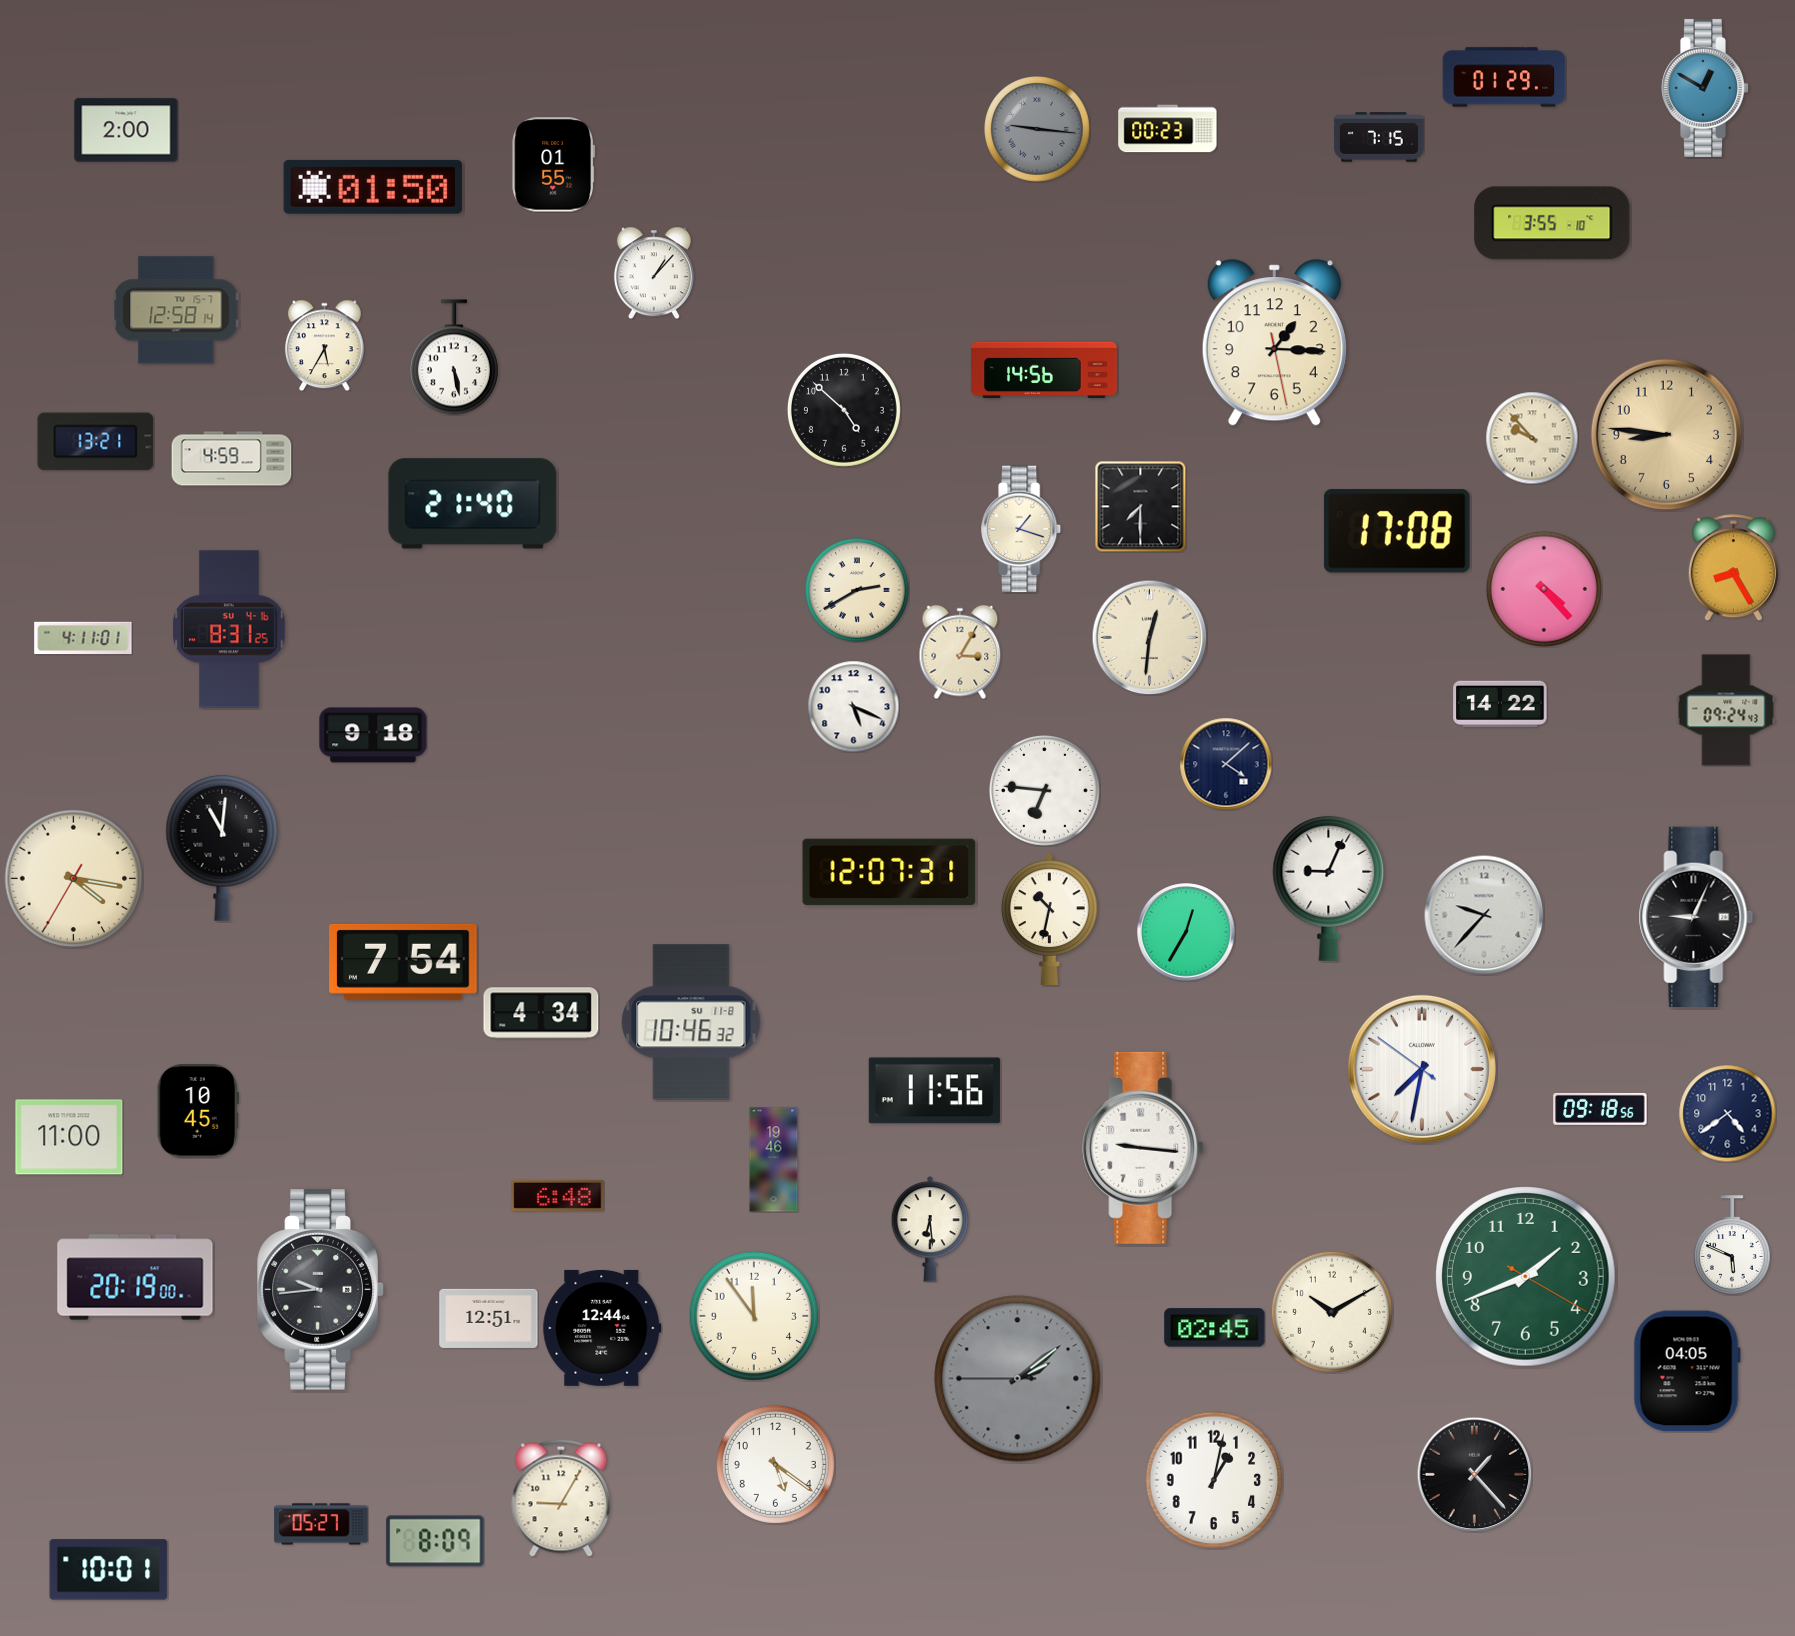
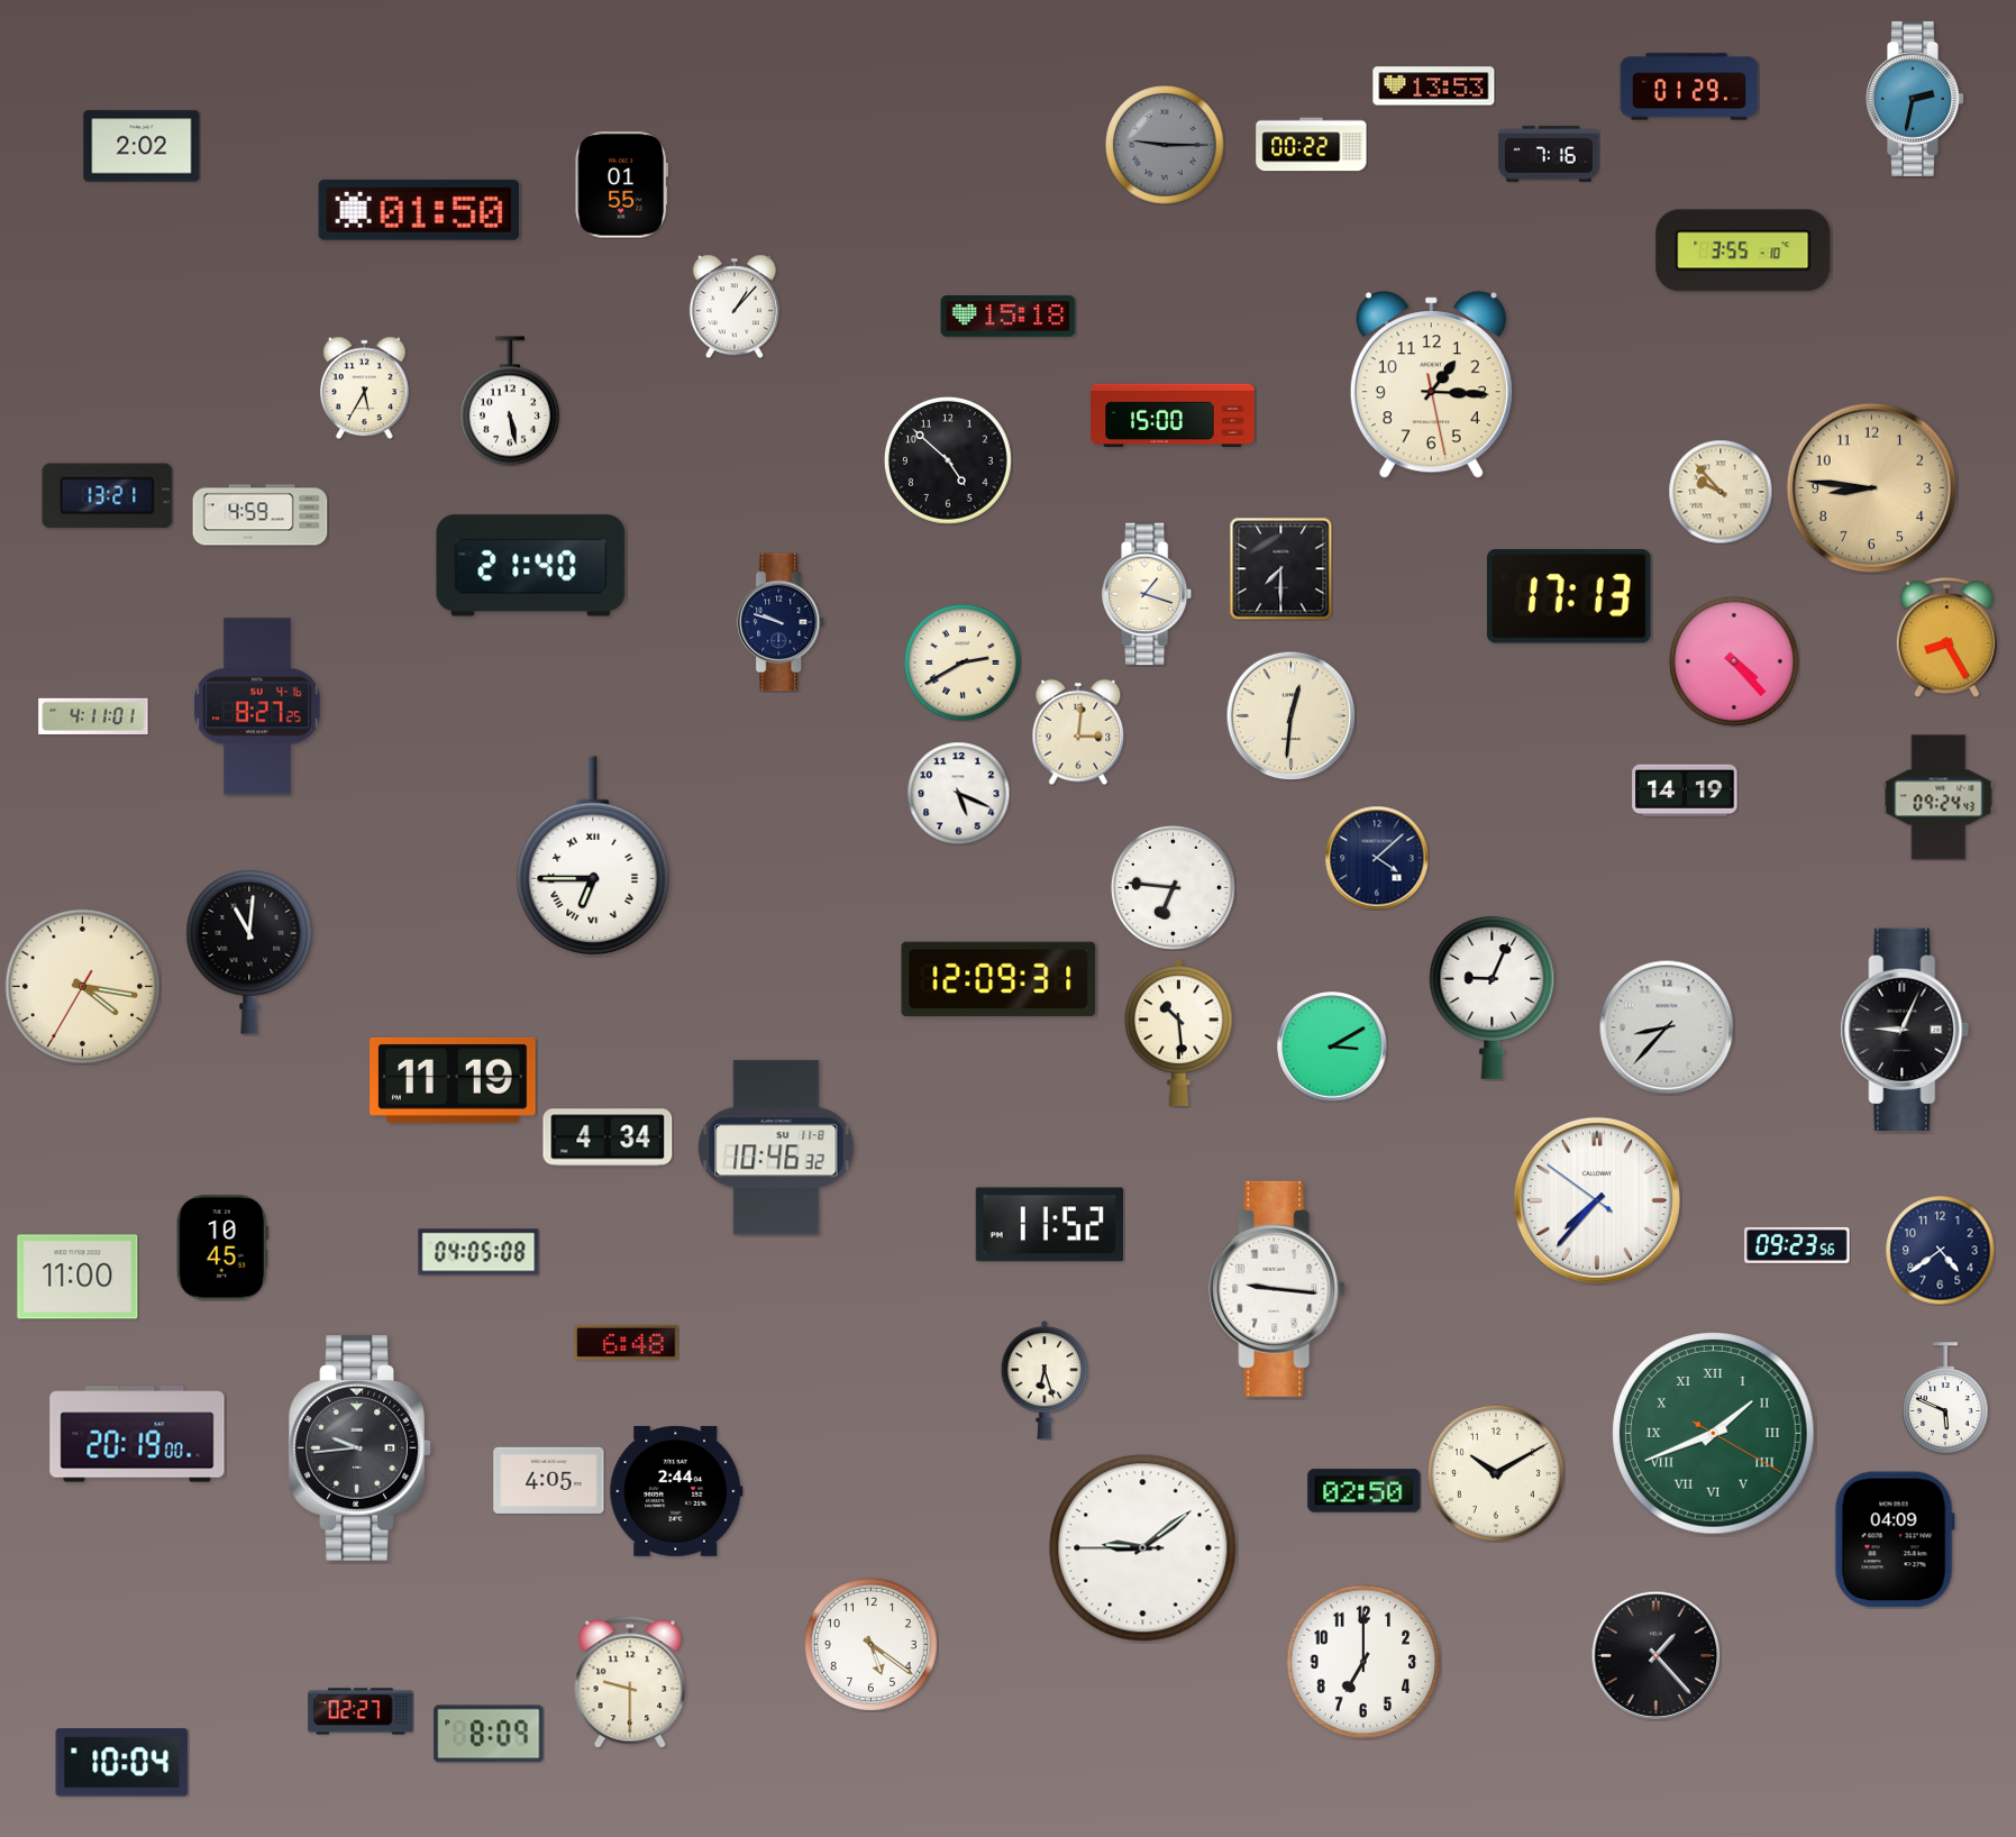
clock at (1434, 86): none -> 13:53
clock at (1706, 88): 12:50 -> 2:32
clock at (1037, 129): 9:16 -> 9:15
clock at (1168, 129): 00:23 -> 00:22
clock at (126, 130): 2:00 -> 2:02
clock at (1379, 137): 7:15 -> 7:16
clock at (1009, 317): none -> 15:18
clock at (176, 310): 12:58 -> none
clock at (1044, 370): 14:56 -> 15:00
clock at (1397, 531): 17:08 -> 17:13
clock at (782, 622): none -> 9:48
clock at (229, 629): 8:31 -> 8:27
clock at (960, 652): 3:05 -> 3:01
clock at (1500, 704): 14:22 -> 14:19
clock at (373, 735): 9:18 -> none
clock at (593, 857): none -> 6:45
clock at (889, 872): 12:07 -> 12:09
clock at (1484, 915): 9:37 -> 8:37
clock at (1049, 919): 10:32 -> 10:29
clock at (1186, 932): 12:35 -> 3:10
clock at (403, 962): 7:54 -> 11:19
clock at (1422, 1069): 7:31 -> 7:36
clock at (934, 1091): 11:56 -> 11:52
clock at (1600, 1109): 09:18 -> 09:23
clock at (478, 1252): none -> 04:05
clock at (1143, 1148) position: (1143, 1148) -> (1277, 1289)
clock at (774, 1160): 19:46 -> none
clock at (930, 1229): 6:29 -> 6:27
clock at (135, 1277) position: (135, 1277) -> (137, 1434)
clock at (1526, 1277) numerals: Arabic -> Roman
clock at (753, 1315): 11:54 -> none
clock at (489, 1318): 12:51 -> 4:05
clock at (602, 1328): 12:44 -> 2:44
clock at (1215, 1328): 02:45 -> 02:50
clock at (1687, 1371): 04:05 -> 04:09
clock at (1018, 1379): 2:08 -> 9:08
clock at (1018, 1379) dial: grey -> white
clock at (1214, 1480): 1:02 -> 7:00
clock at (561, 1498): 9:05 -> 9:30
clock at (321, 1524): 05:27 -> 02:27
clock at (435, 1541) position: (435, 1541) -> (489, 1734)
clock at (109, 1570): 10:01 -> 10:04
